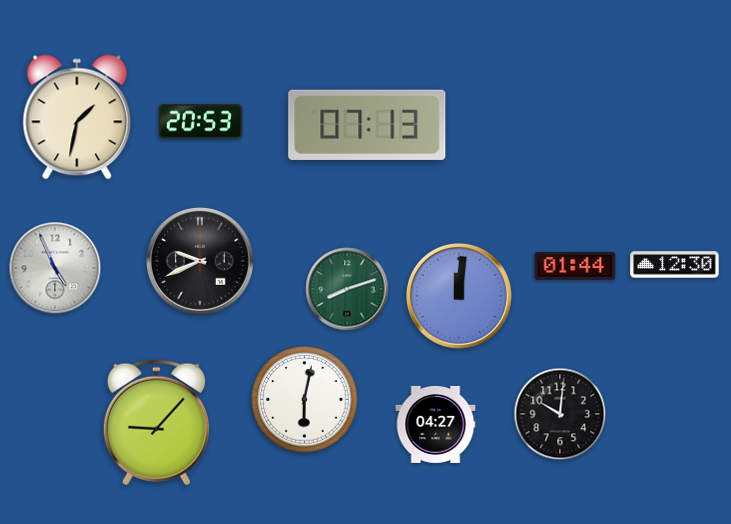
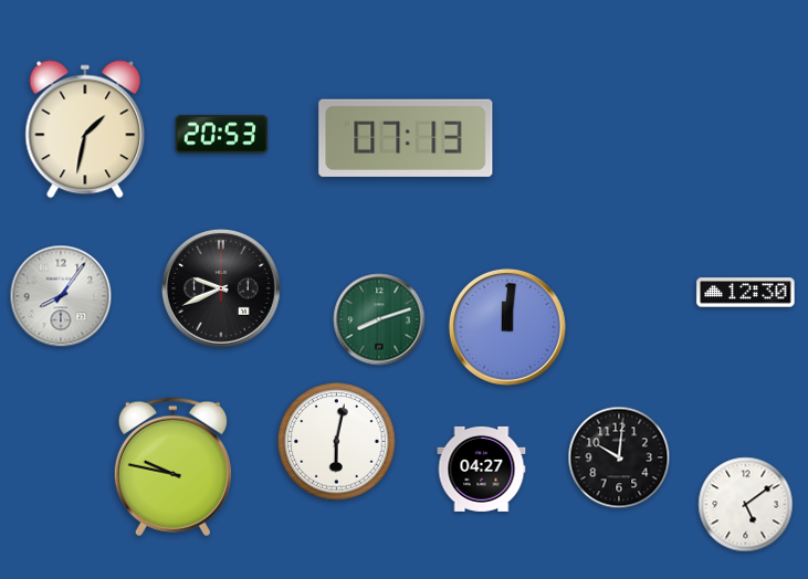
clock at (575, 266): 01:44 -> none
clock at (55, 268): 4:56 -> 8:06
clock at (347, 289) position: (347, 289) -> (379, 319)
clock at (156, 423): 9:07 -> 9:47
clock at (746, 505): none -> 5:09
